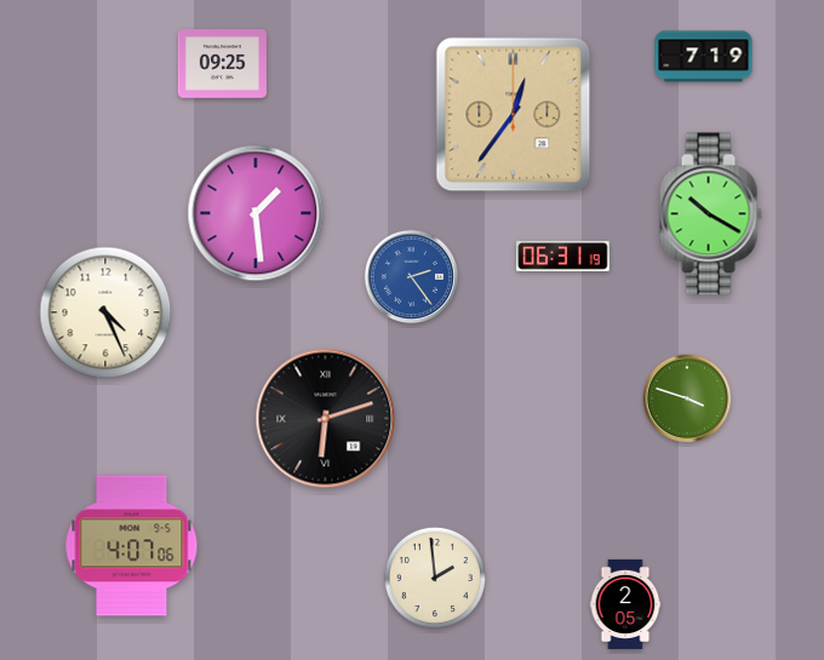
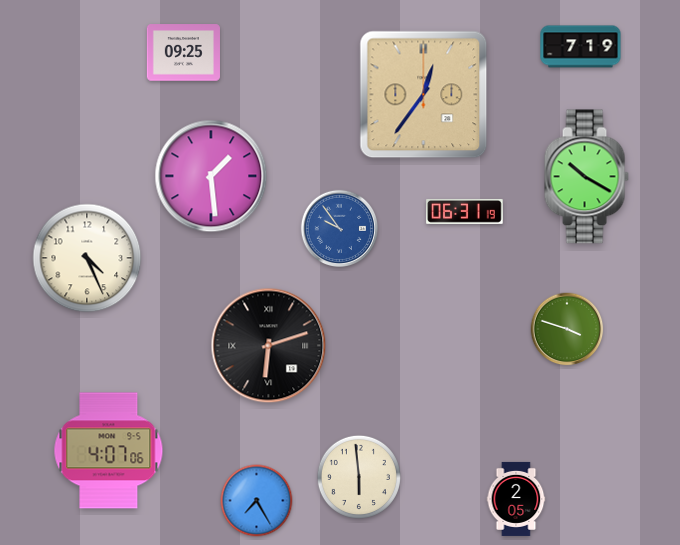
clock at (411, 276): 2:24 -> 9:54
clock at (435, 578): 1:59 -> 5:59
clock at (257, 501): none -> 7:25
